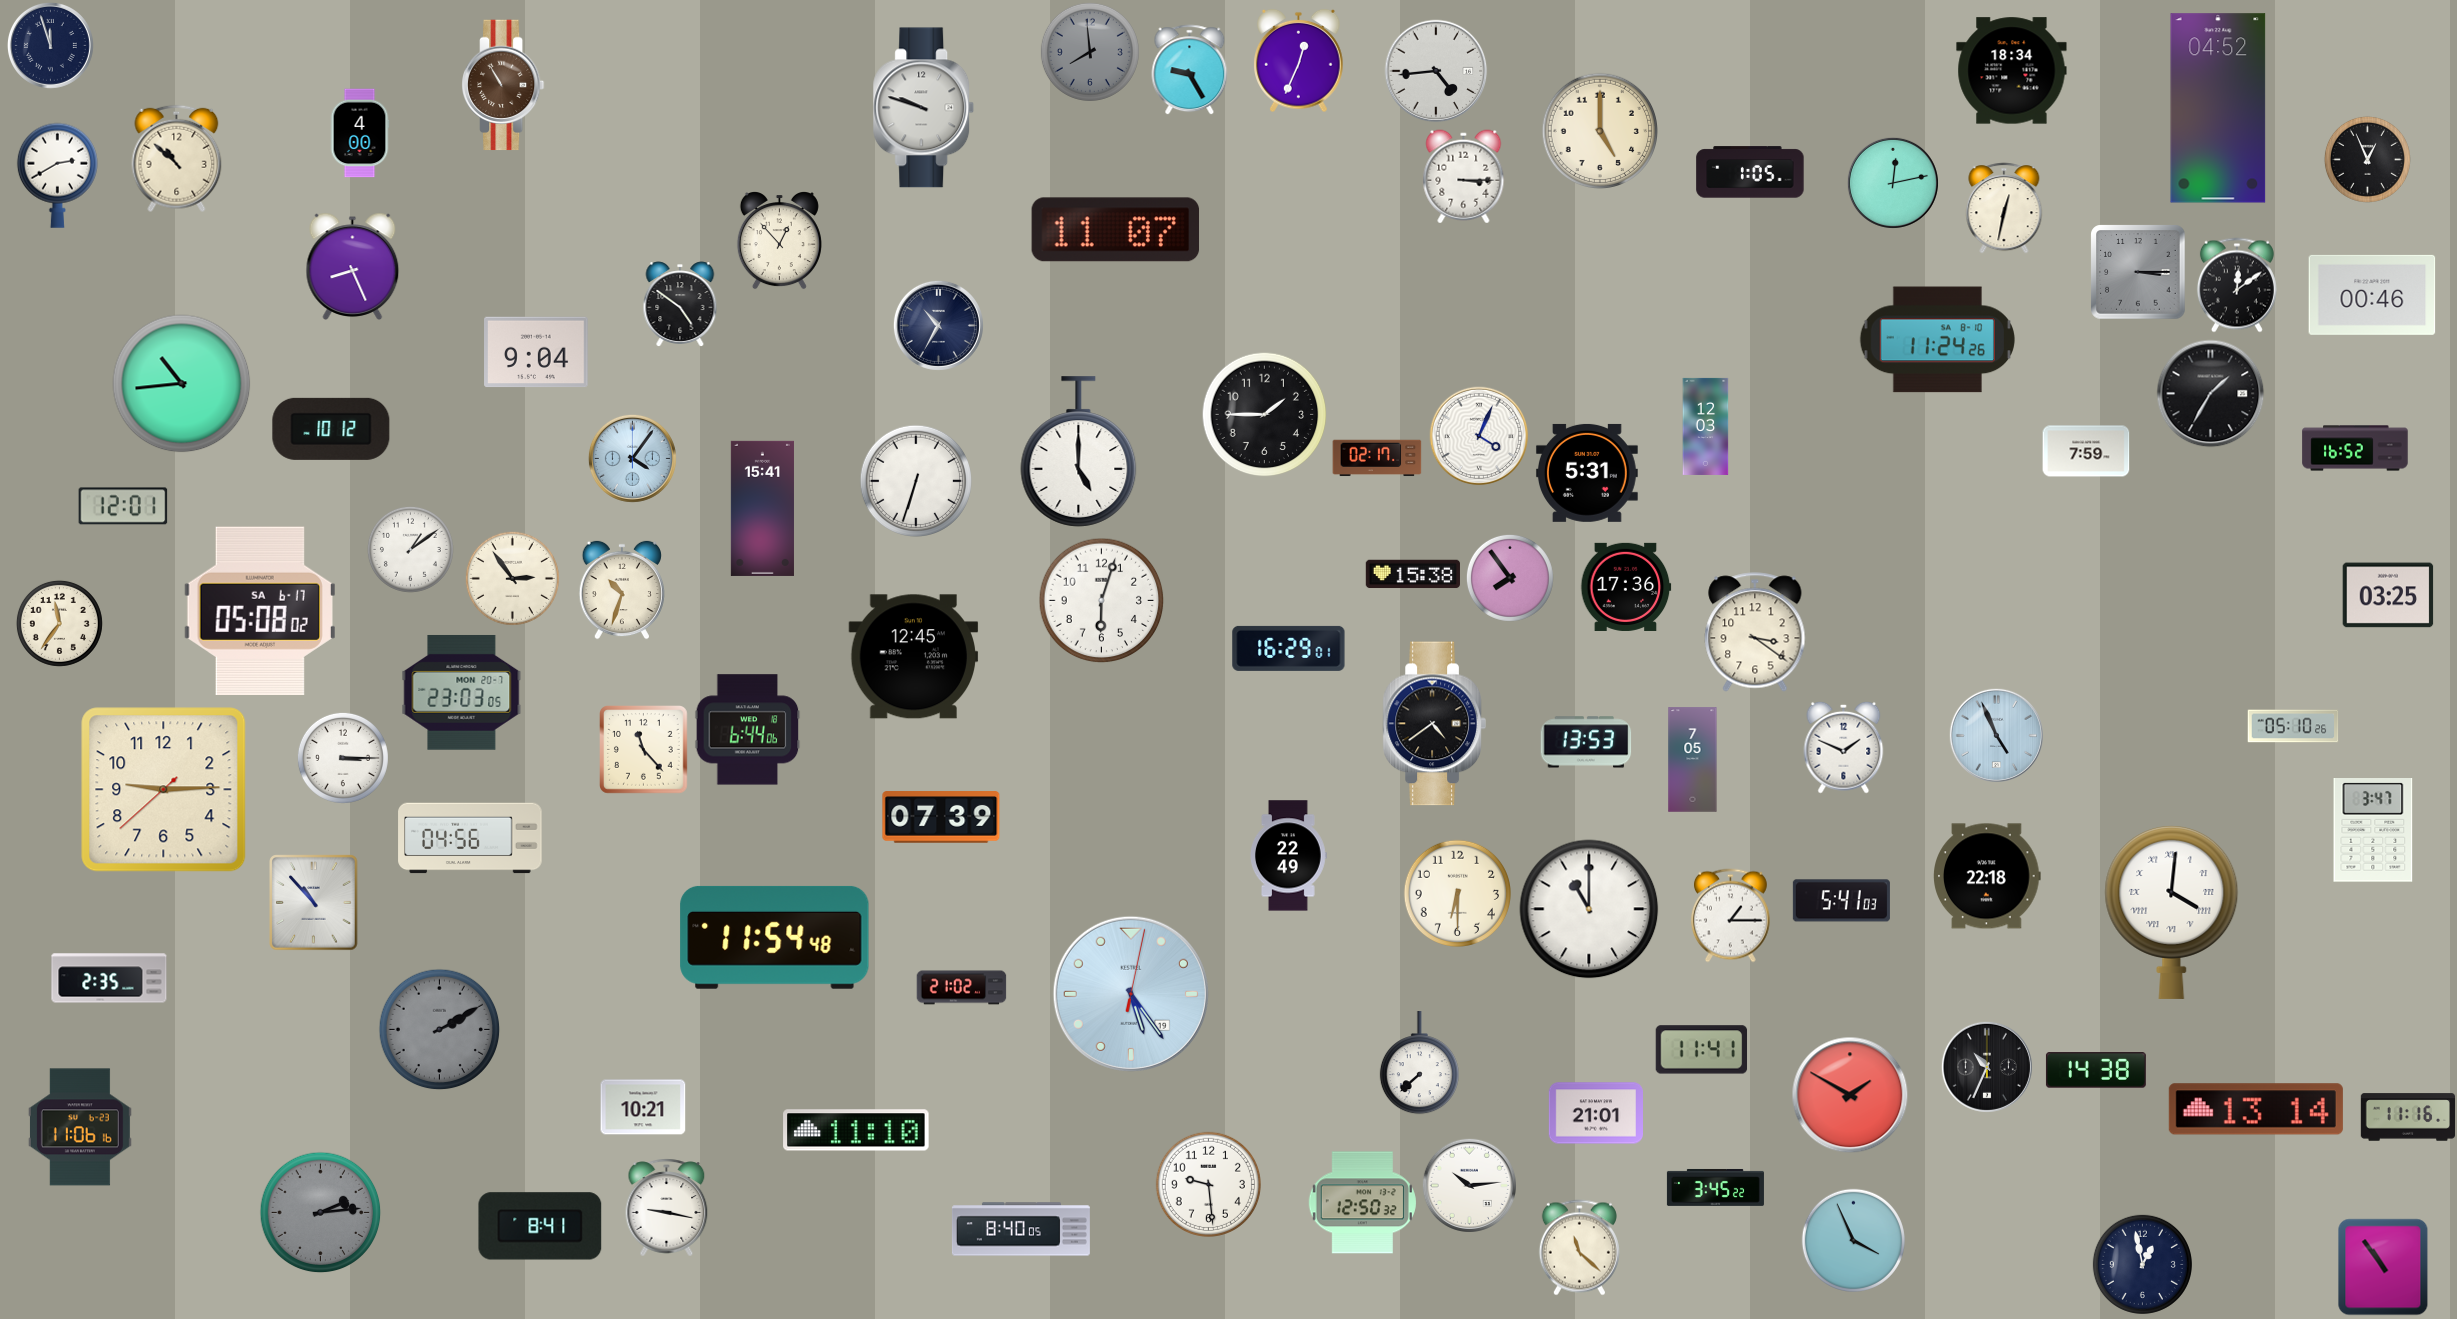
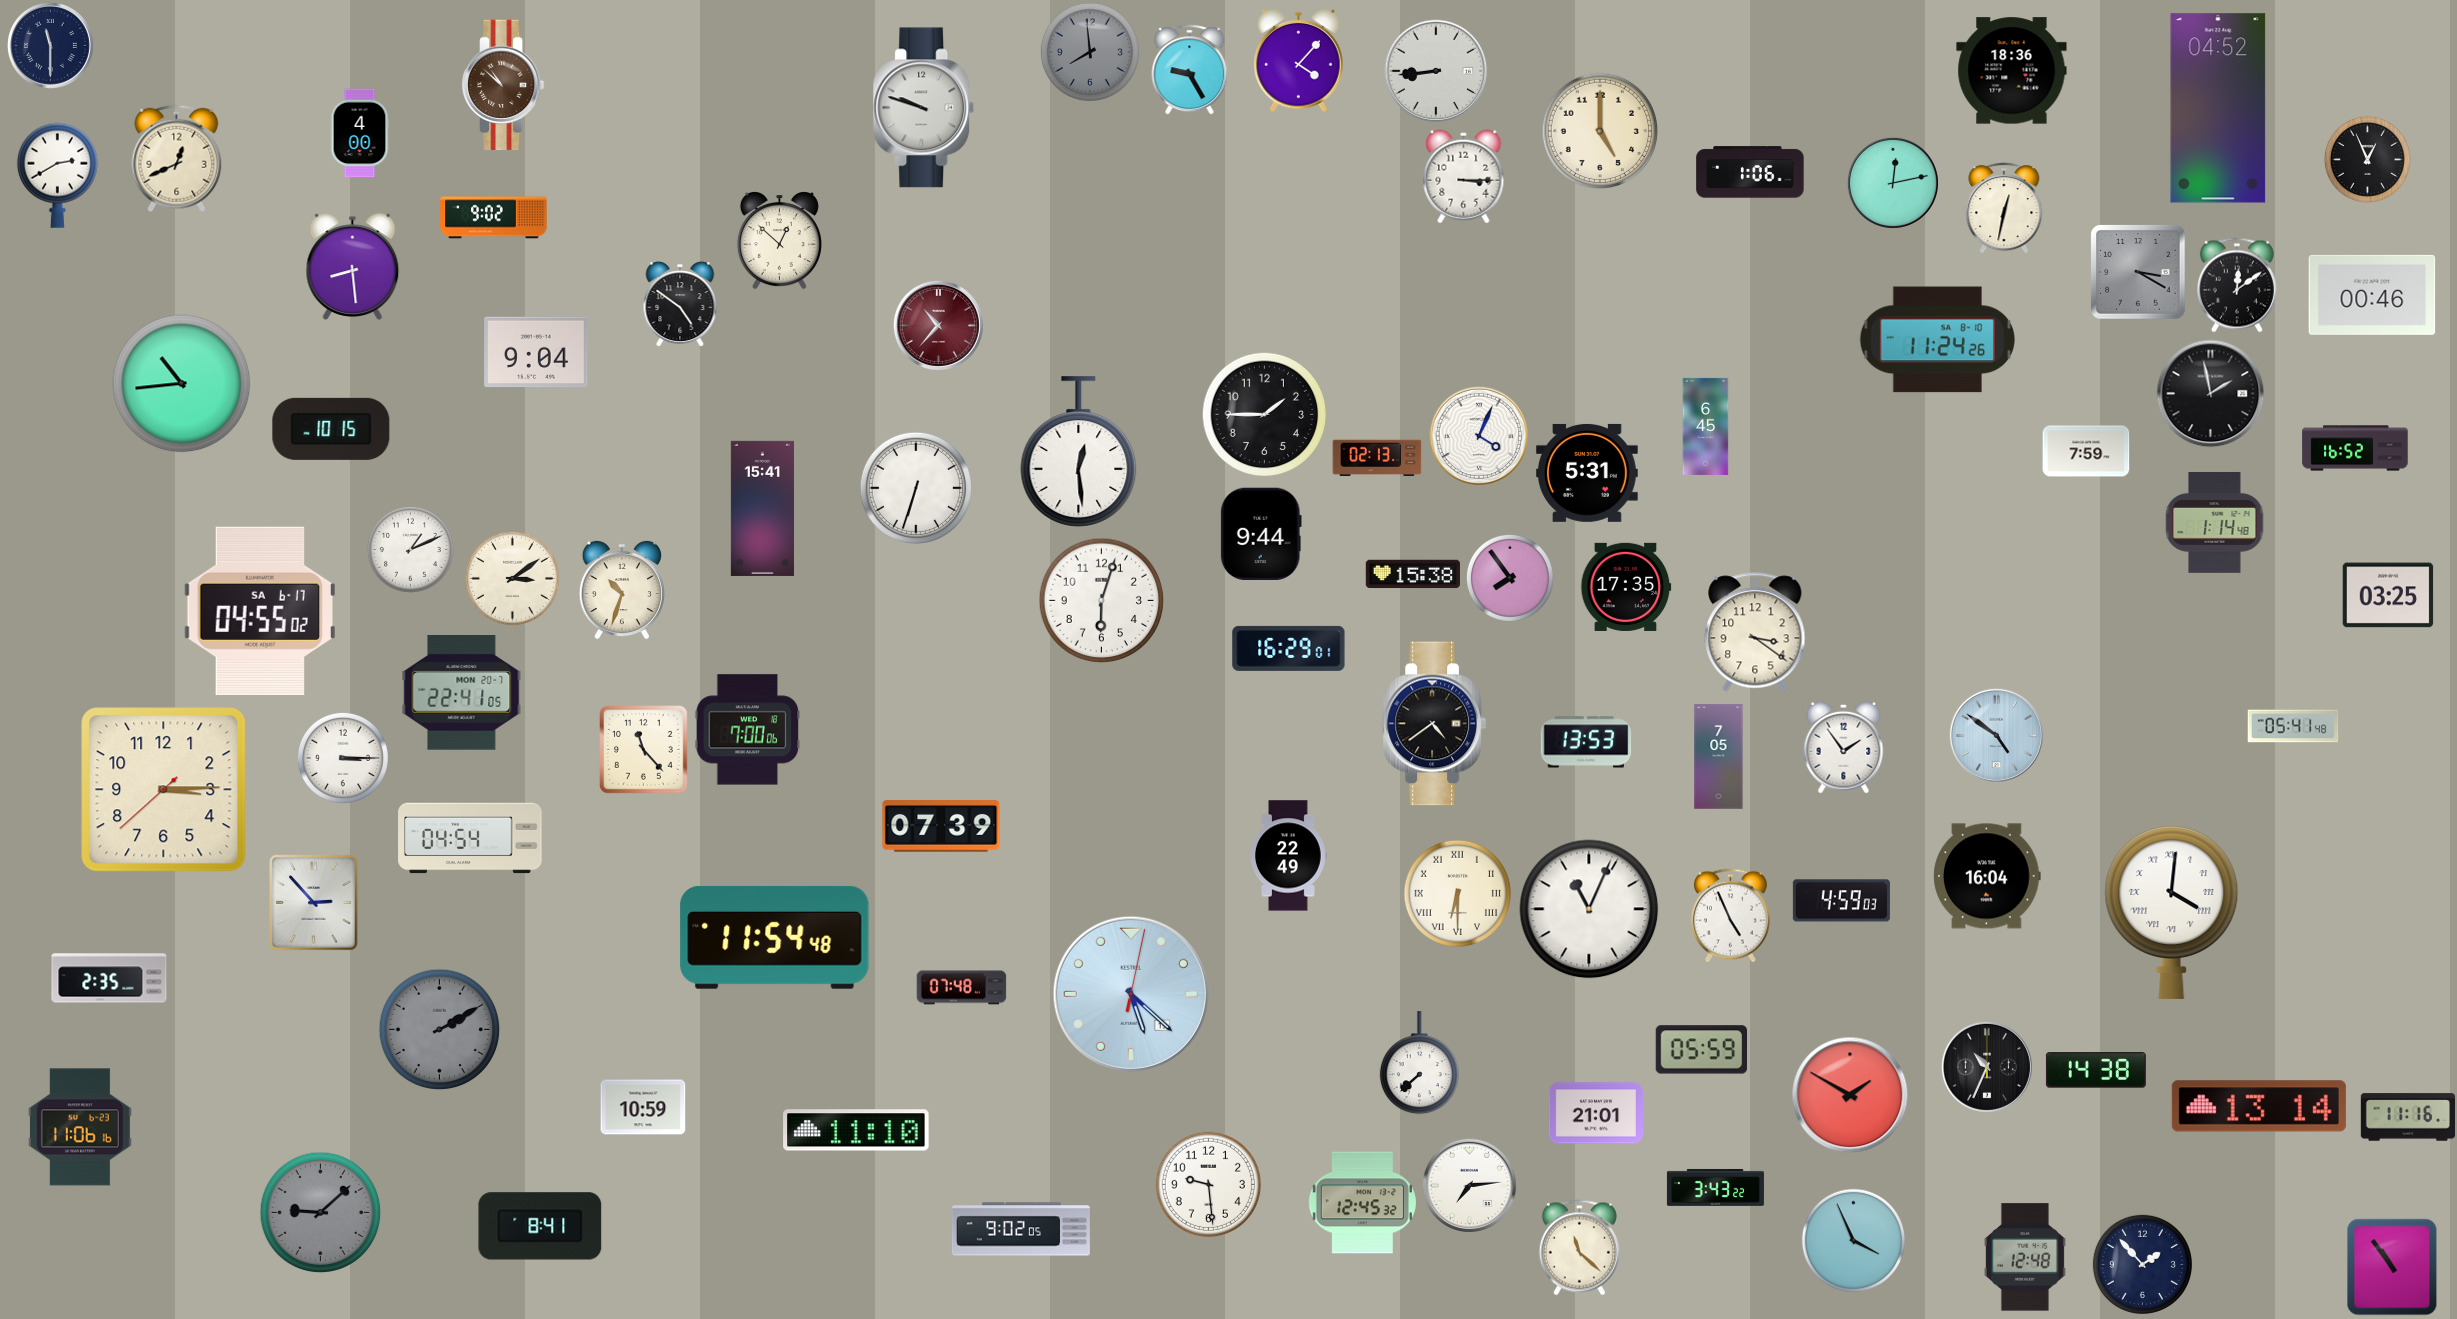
clock at (50, 45): 11:57 -> 11:30
clock at (1299, 61): 12:34 -> 4:07
clock at (1436, 71): 4:44 -> 8:44
clock at (2012, 71): 18:34 -> 18:36
clock at (503, 85): 10:55 -> 10:52
clock at (177, 159): 10:52 -> 12:41
clock at (1750, 172): 1:05 -> 1:06
clock at (494, 218): none -> 9:02
clock at (1116, 230): 11:07 -> none
clock at (779, 241): 12:53 -> 12:52
clock at (353, 266): 8:26 -> 8:29
clock at (2138, 272): 3:15 -> 3:20
clock at (938, 325): 10:35 -> 10:37
clock at (938, 325) dial: navy -> burgundy
clock at (2211, 394): 1:35 -> 1:58
clock at (1706, 426): 12:03 -> 6:45
clock at (331, 429): 10:12 -> 10:15
clock at (1079, 452): 5:00 -> 12:29
clock at (632, 458): 4:06 -> none
clock at (1377, 458): 02:17 -> 02:13
clock at (915, 480) position: (915, 480) -> (915, 487)
clock at (123, 506): 12:01 -> none
clock at (2215, 522): none -> 1:14
clock at (1261, 533): none -> 9:44
clock at (410, 549): 1:09 -> 1:11
clock at (512, 578): 2:54 -> 3:09
clock at (1626, 587): 17:36 -> 17:35
clock at (260, 611): 05:08 -> 04:55
clock at (59, 623): 11:36 -> none
clock at (914, 657): 12:45 -> none
clock at (462, 692): 23:03 -> 22:41
clock at (2293, 726): 05:10 -> 05:41
clock at (748, 730): 6:44 -> 7:00
clock at (1996, 735): 4:56 -> 4:51
clock at (1844, 747): 1:49 -> 1:54
clock at (1693, 760) position: (1693, 760) -> (1719, 757)
clock at (164, 790): 9:14 -> 3:14
clock at (941, 817) position: (941, 817) -> (941, 826)
clock at (2373, 831): 3:47 -> none
clock at (470, 838): 04:56 -> 04:54
clock at (1987, 876): 22:18 -> 16:04
clock at (1457, 893) numerals: Arabic -> Roman
clock at (1841, 901): 5:41 -> 4:59
clock at (314, 903): 10:53 -> 2:53
clock at (1589, 909): 11:00 -> 11:04
clock at (1730, 916): 1:15 -> 4:56
clock at (962, 988): 21:02 -> 07:48
clock at (1131, 994): 5:24 -> 5:22
clock at (1702, 1050): 11:41 -> 05:59
clock at (643, 1107): 10:21 -> 10:59
clock at (2256, 1109) position: (2256, 1109) -> (2259, 1106)
clock at (1469, 1185): 10:14 -> 7:14
clock at (1715, 1187): 3:45 -> 3:43
clock at (1362, 1203): 12:50 -> 12:45
clock at (667, 1208): 9:17 -> none
clock at (321, 1213): 2:14 -> 9:08
clock at (1021, 1229): 8:40 -> 9:02
clock at (2025, 1257): none -> 12:48
clock at (2142, 1264): 12:58 -> 1:53
clock at (2383, 1267) position: (2383, 1267) -> (2392, 1267)
